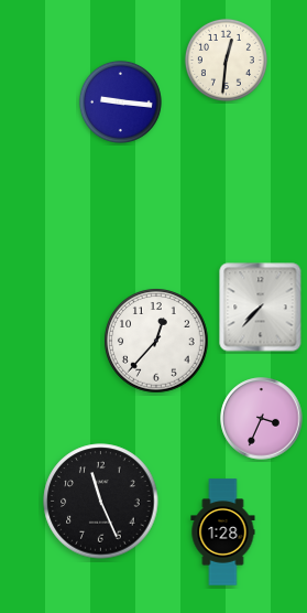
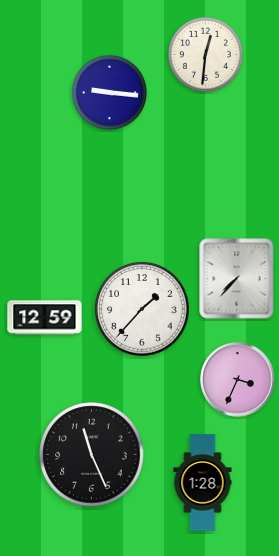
clock at (156, 341): 12:37 -> 1:37
clock at (45, 318): none -> 12:59
